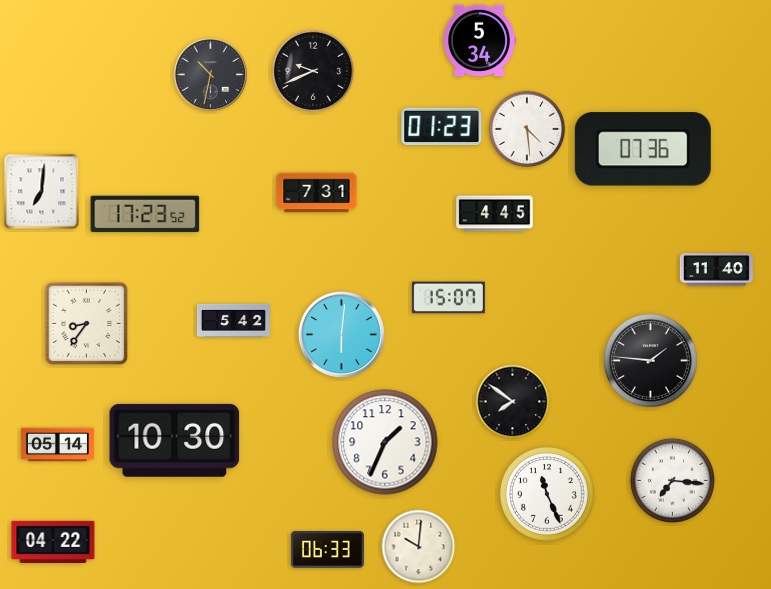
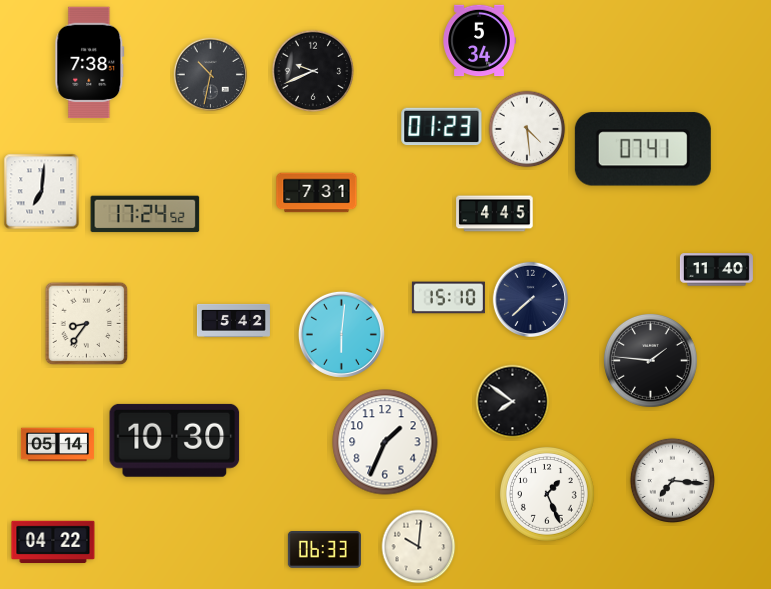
clock at (90, 63): none -> 7:38
clock at (643, 149): 07:36 -> 07:41
clock at (145, 214): 17:23 -> 17:24
clock at (448, 298): 15:07 -> 15:10
clock at (530, 299): none -> 7:38
clock at (548, 494): 11:26 -> 1:26
clock at (327, 550) position: (327, 550) -> (324, 550)
